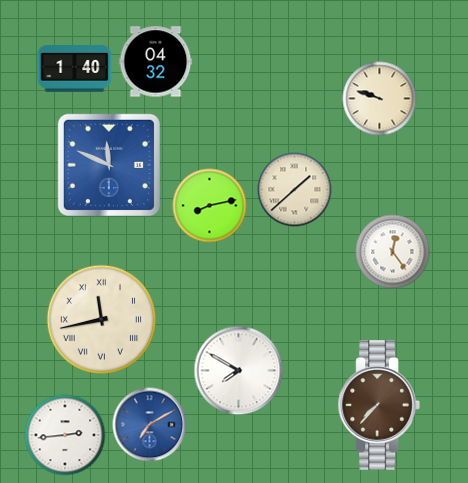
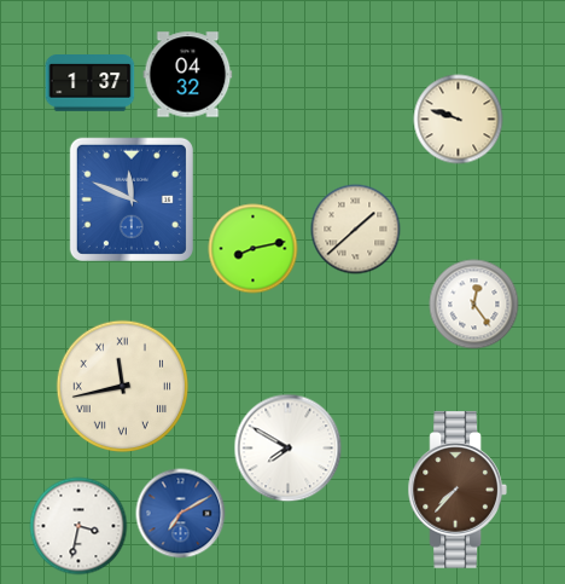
clock at (75, 69): 1:40 -> 1:37
clock at (65, 435): 2:44 -> 3:32
